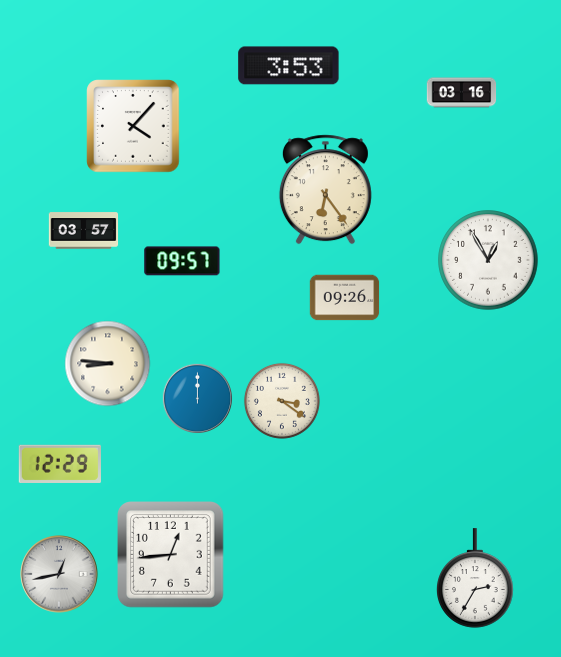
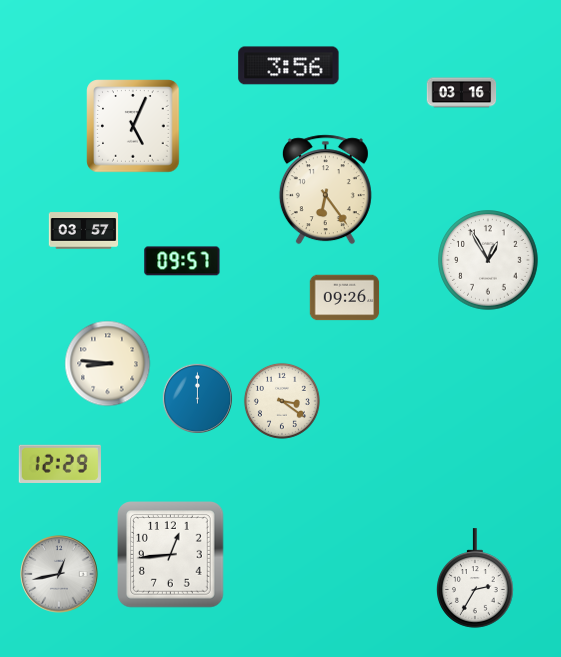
clock at (289, 66): 3:53 -> 3:56
clock at (133, 126): 4:07 -> 5:04
